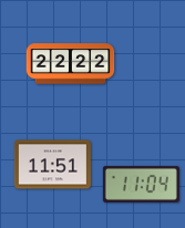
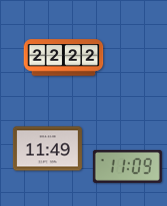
clock at (52, 165): 11:51 -> 11:49
clock at (141, 184): 11:04 -> 11:09
